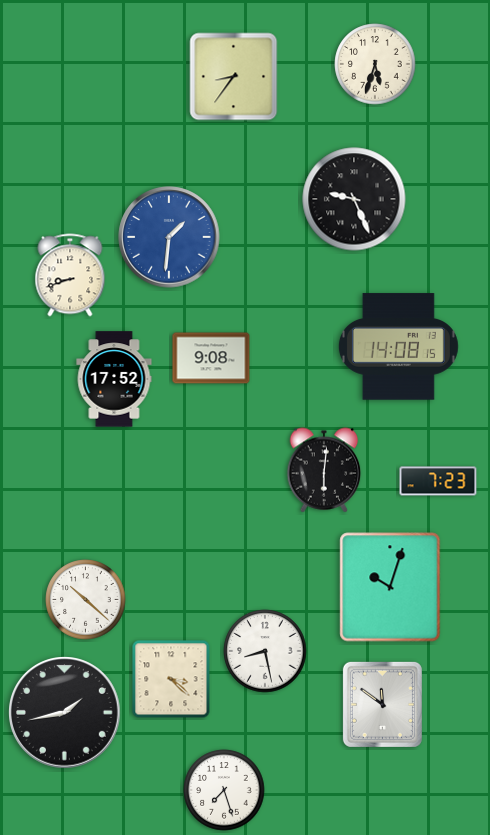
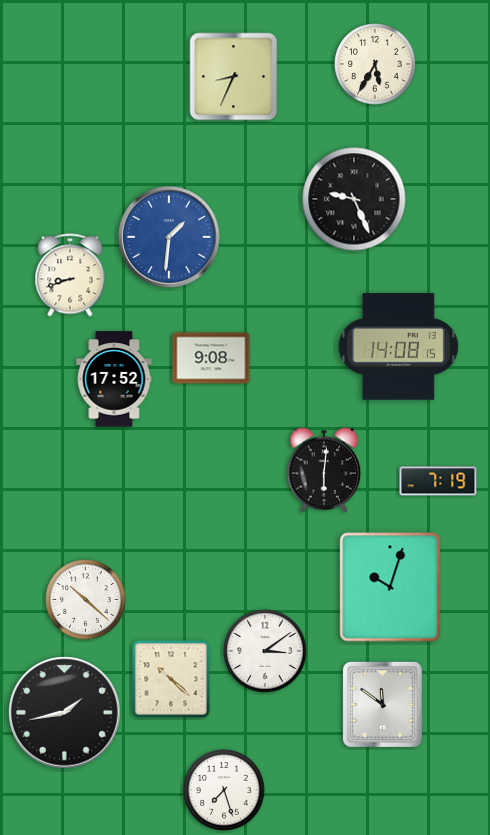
clock at (375, 64): 5:33 -> 5:35
clock at (234, 77): 8:36 -> 8:34
clock at (438, 481): 7:23 -> 7:19
clock at (265, 651): 8:28 -> 3:09
clock at (171, 679): 3:22 -> 10:22
